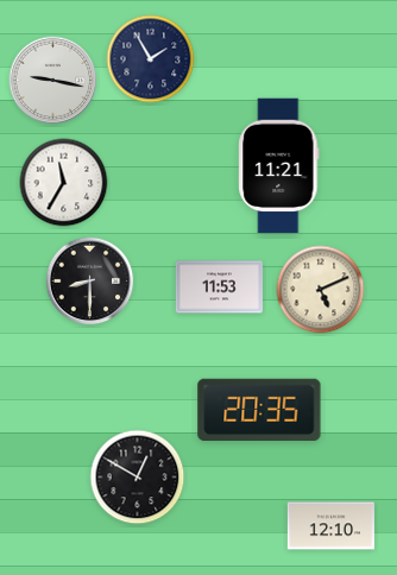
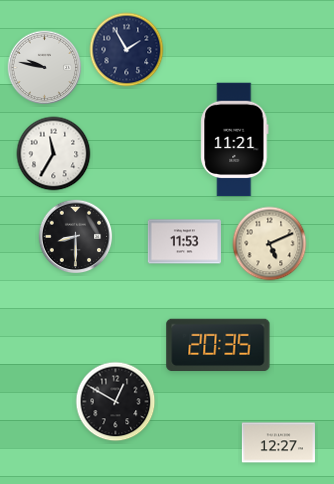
clock at (53, 81): 9:17 -> 9:47
clock at (330, 526): 12:10 -> 12:27
